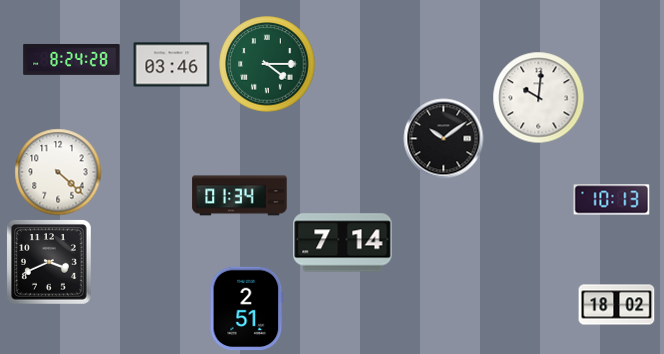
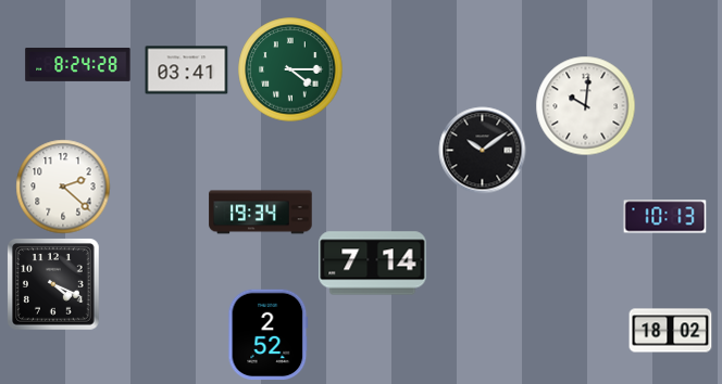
clock at (172, 65): 03:46 -> 03:41
clock at (58, 172): 4:22 -> 2:22
clock at (240, 196): 01:34 -> 19:34
clock at (50, 263): 3:41 -> 4:19
clock at (247, 309): 2:51 -> 2:52
